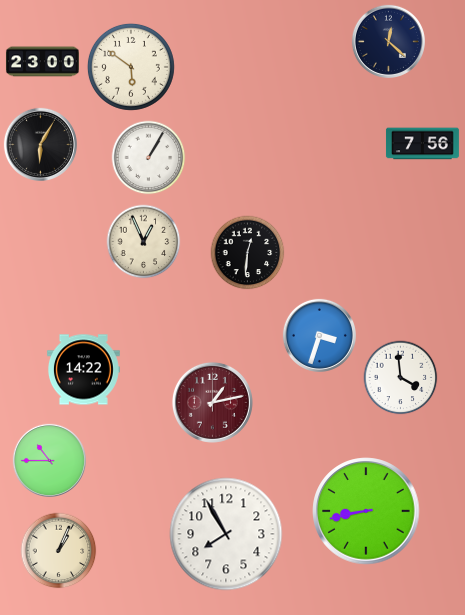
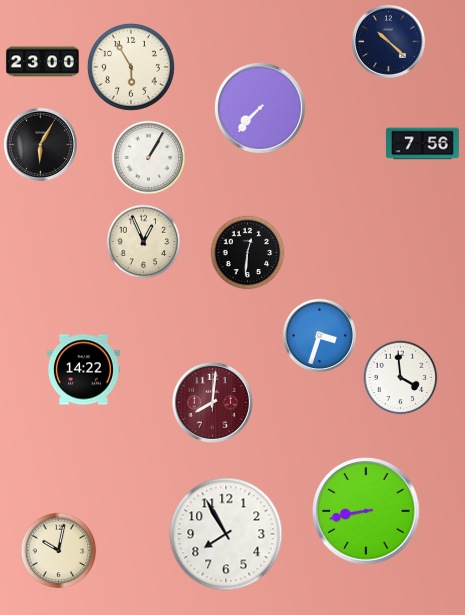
clock at (388, 41): 12:22 -> 10:22
clock at (131, 67): 5:51 -> 5:55
clock at (260, 108): none -> 7:37
clock at (212, 402): 1:13 -> 8:01
clock at (49, 460): 10:45 -> none
clock at (59, 551): 1:04 -> 10:02
